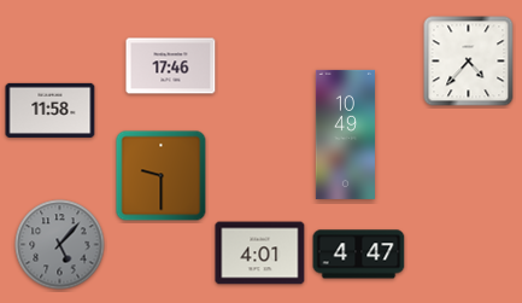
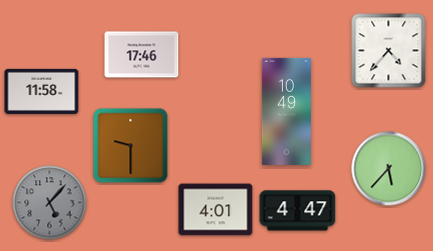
clock at (162, 176) position: (162, 176) -> (131, 146)
clock at (389, 169): none -> 5:37
